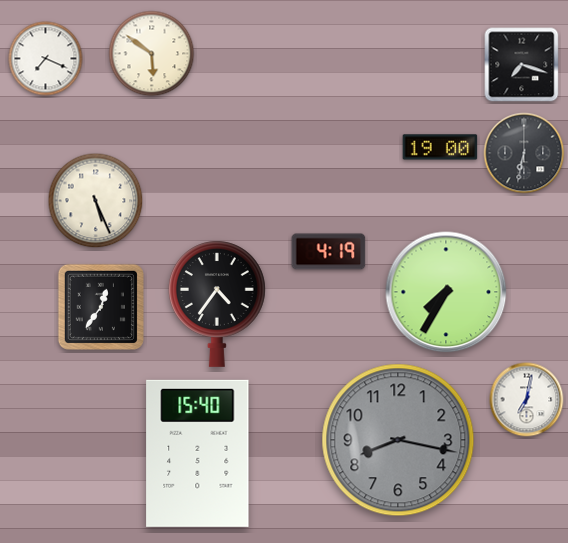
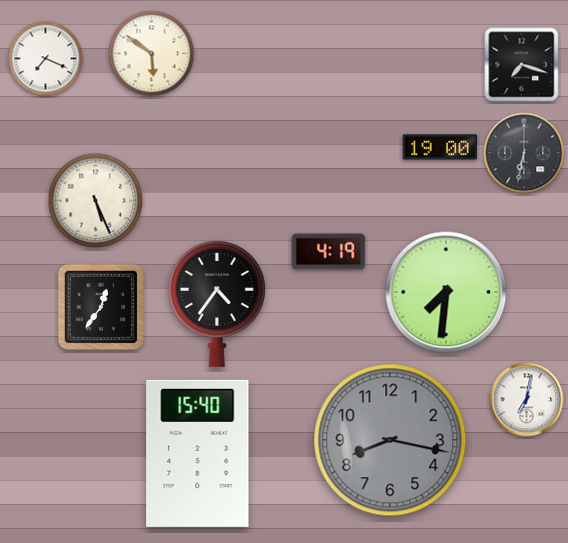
clock at (446, 292): 7:35 -> 7:31
clock at (398, 440) position: (398, 440) -> (390, 440)
